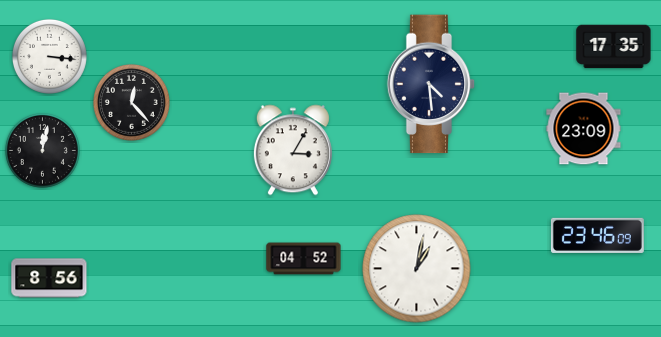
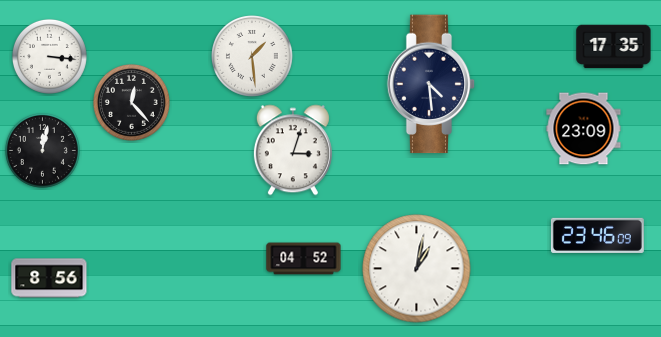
clock at (253, 57): none -> 1:29
clock at (293, 150): 3:05 -> 3:03
